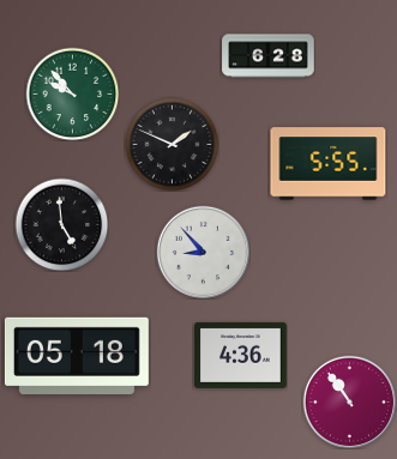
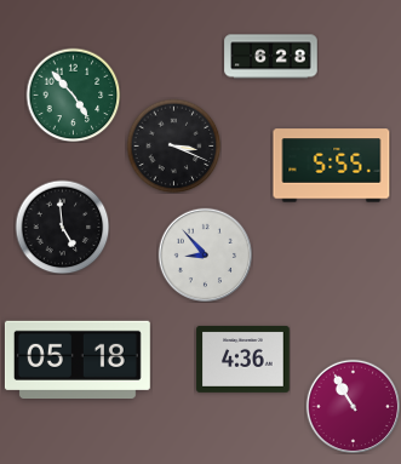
clock at (72, 93): 9:53 -> 4:53
clock at (172, 144): 1:49 -> 3:19
clock at (349, 401): 10:54 -> 10:55
